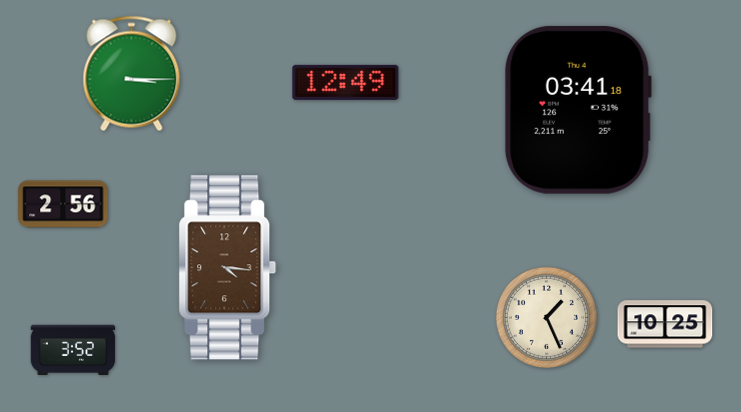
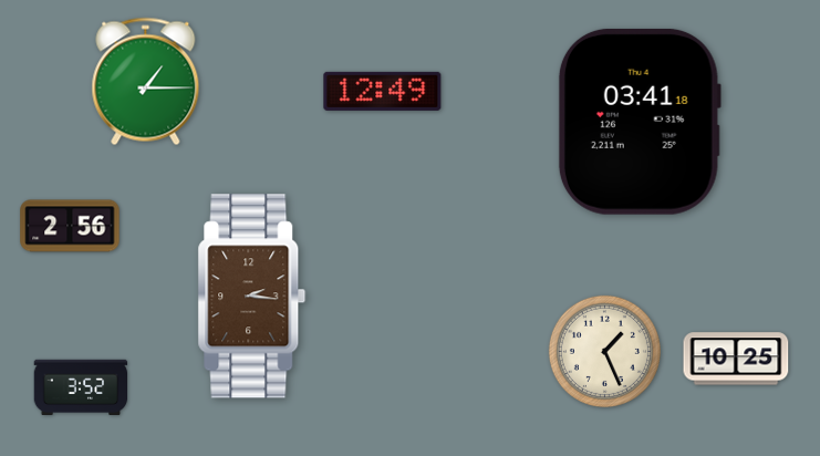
clock at (132, 74): 3:15 -> 1:15
clock at (228, 268): 4:16 -> 2:16
